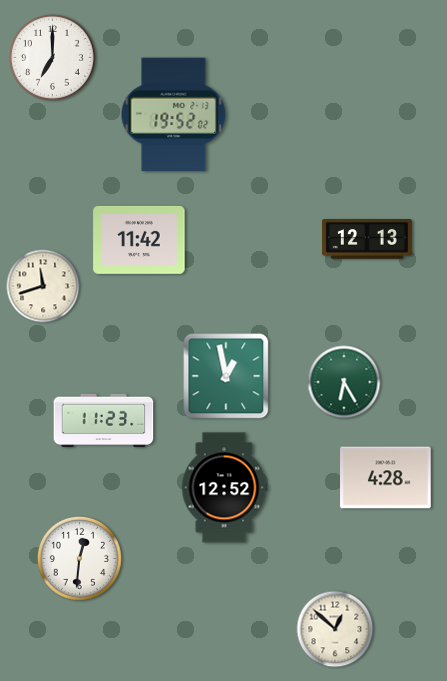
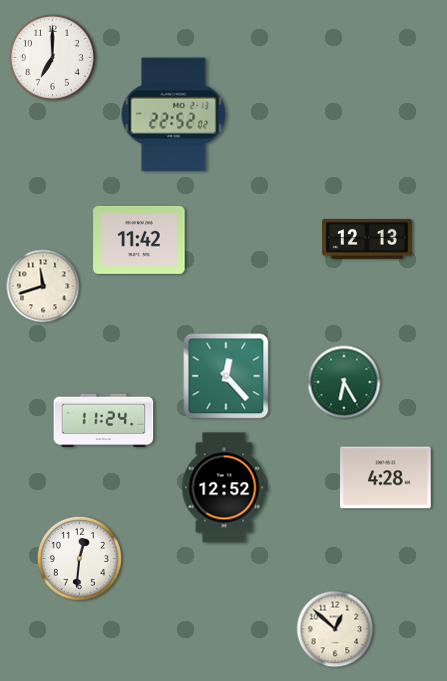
clock at (174, 115): 19:52 -> 22:52
clock at (226, 376): 12:58 -> 12:23
clock at (104, 421): 11:23 -> 11:24
